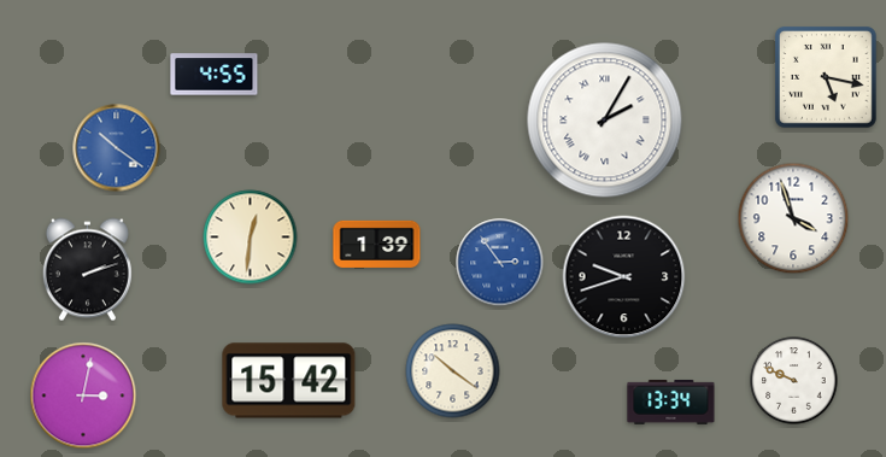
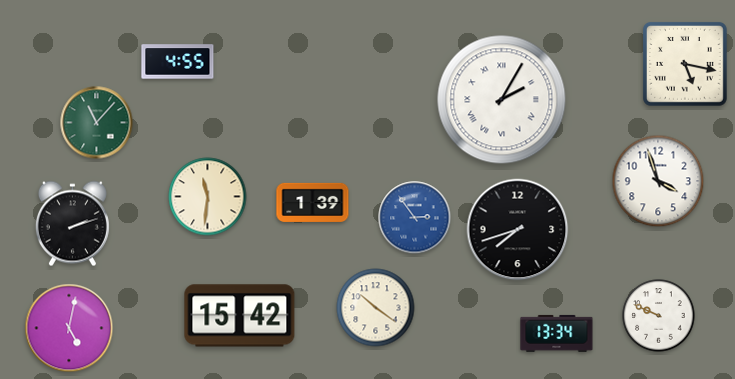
clock at (117, 148): 10:21 -> 11:07
clock at (117, 148) dial: blue -> green
clock at (251, 238): 12:31 -> 11:31
clock at (624, 277): 9:42 -> 7:42
clock at (83, 396): 3:02 -> 5:02
